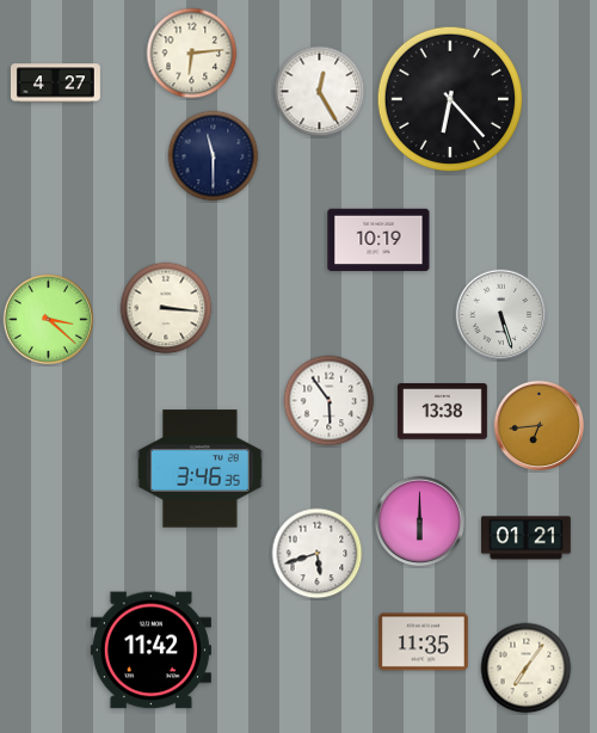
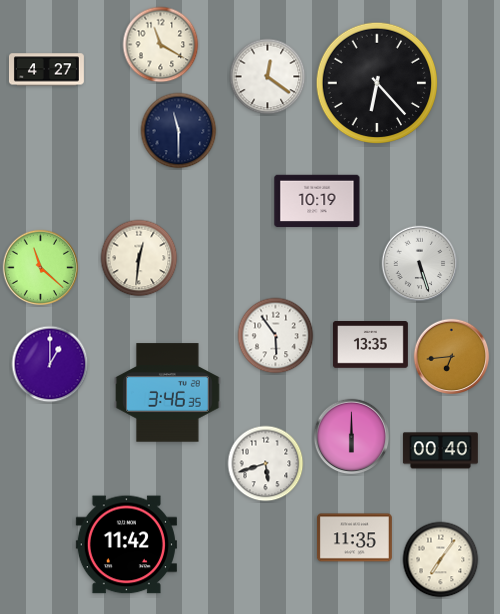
clock at (192, 54): 6:14 -> 11:20
clock at (320, 92): 12:25 -> 12:21
clock at (166, 308): 3:16 -> 12:31
clock at (49, 320): 3:22 -> 11:22
clock at (442, 412): 13:38 -> 13:35
clock at (50, 364): none -> 1:00
clock at (525, 538): 01:21 -> 00:40
